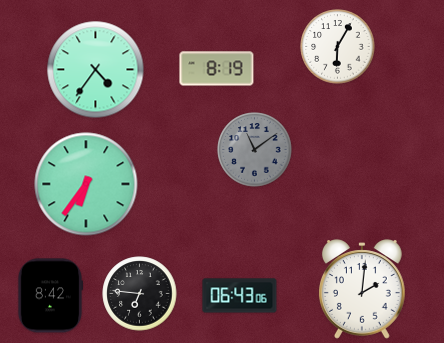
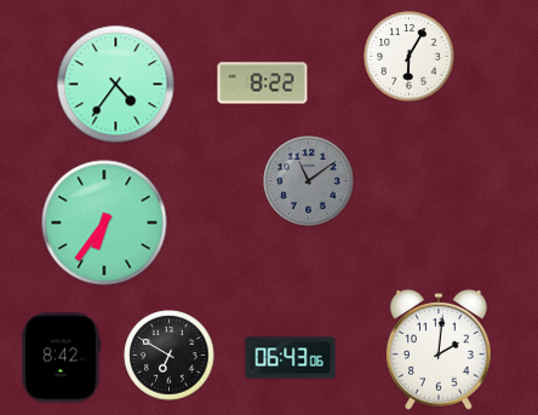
clock at (217, 69): 8:19 -> 8:22
clock at (140, 294): 6:46 -> 6:50
